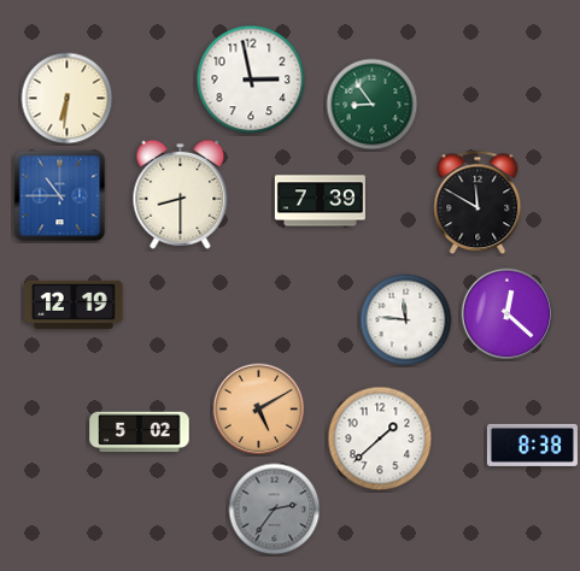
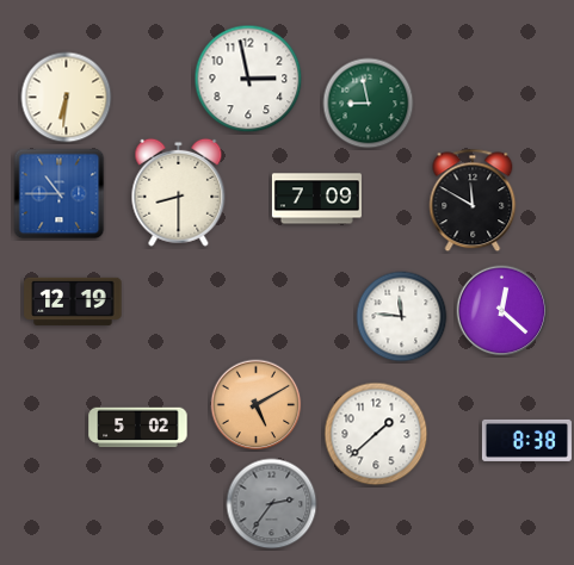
clock at (373, 105): 8:54 -> 8:58
clock at (320, 201): 7:39 -> 7:09
